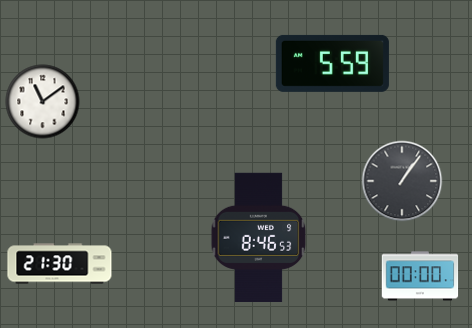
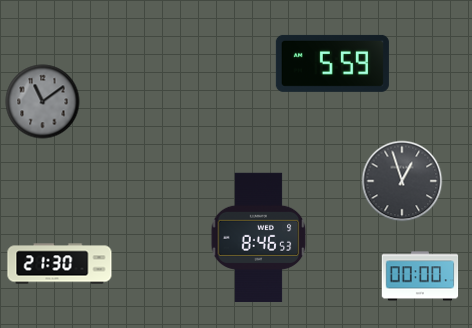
clock at (43, 102) dial: white -> grey
clock at (402, 181): 1:06 -> 12:57
